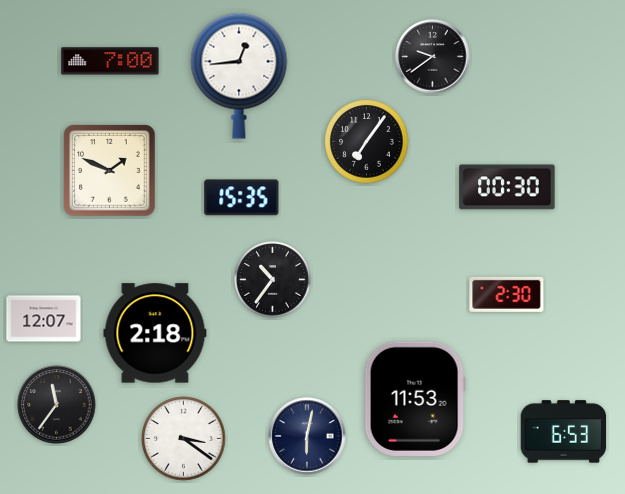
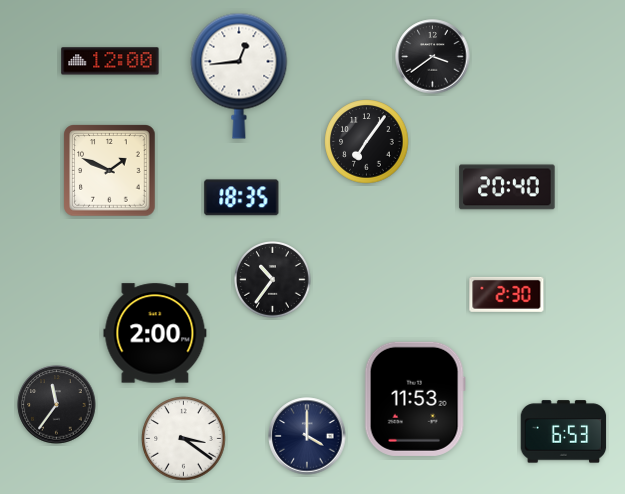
clock at (433, 57): 9:39 -> 3:39
clock at (110, 61): 7:00 -> 12:00
clock at (507, 187): 00:30 -> 20:40
clock at (242, 198): 15:35 -> 18:35
clock at (44, 319): 12:07 -> none
clock at (155, 333): 2:18 -> 2:00
clock at (307, 436): 6:02 -> 4:00
